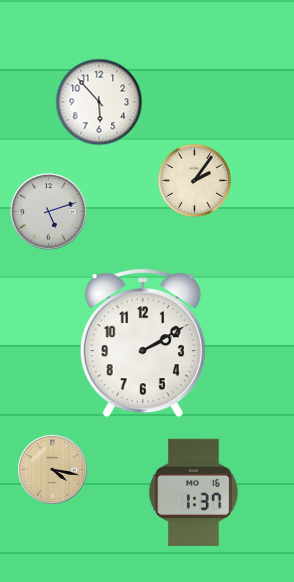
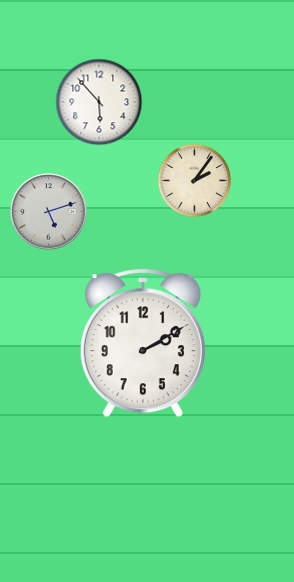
clock at (52, 469): 4:17 -> none
clock at (194, 492): 1:37 -> none
